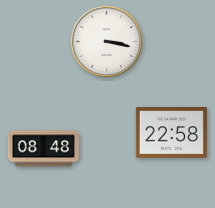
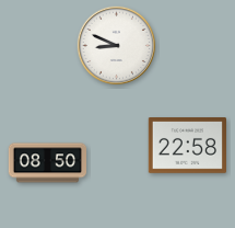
clock at (107, 42): 3:17 -> 8:49
clock at (44, 149): 08:48 -> 08:50
